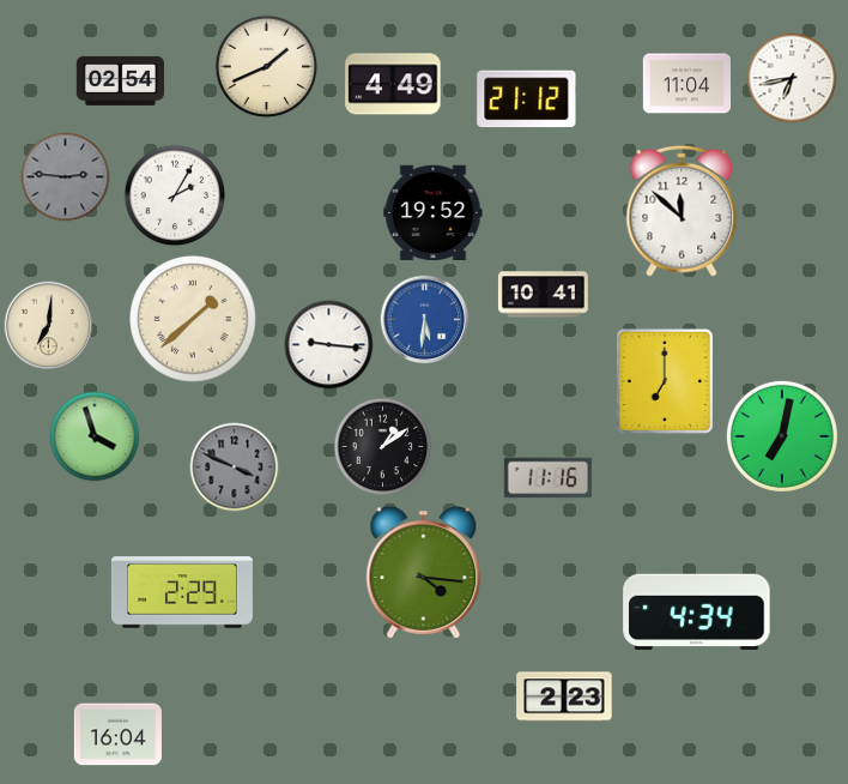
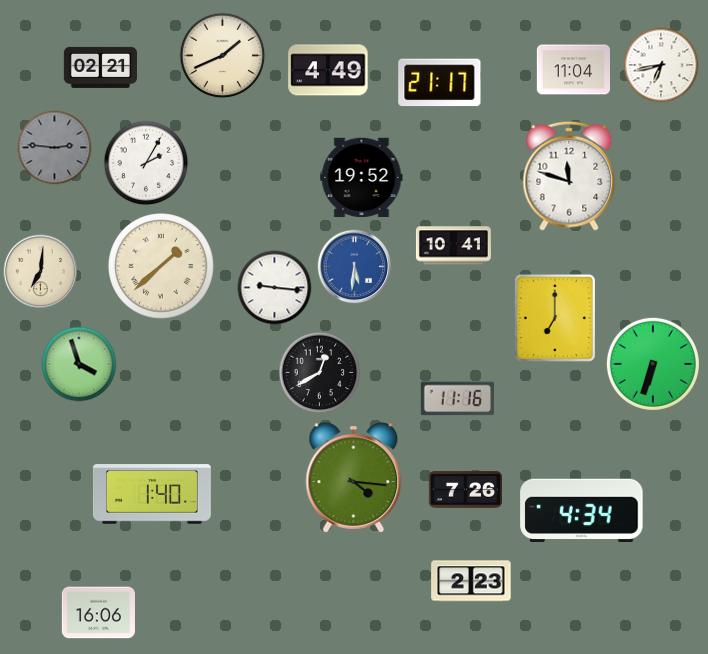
clock at (120, 80): 02:54 -> 02:21
clock at (527, 99): 21:12 -> 21:17
clock at (682, 211): 11:52 -> 11:48
clock at (782, 436): 7:02 -> 6:33
clock at (383, 447): 1:09 -> 12:40
clock at (235, 468): 3:49 -> none
clock at (465, 490): none -> 7:26
clock at (182, 592): 2:29 -> 1:40
clock at (117, 735): 16:04 -> 16:06
